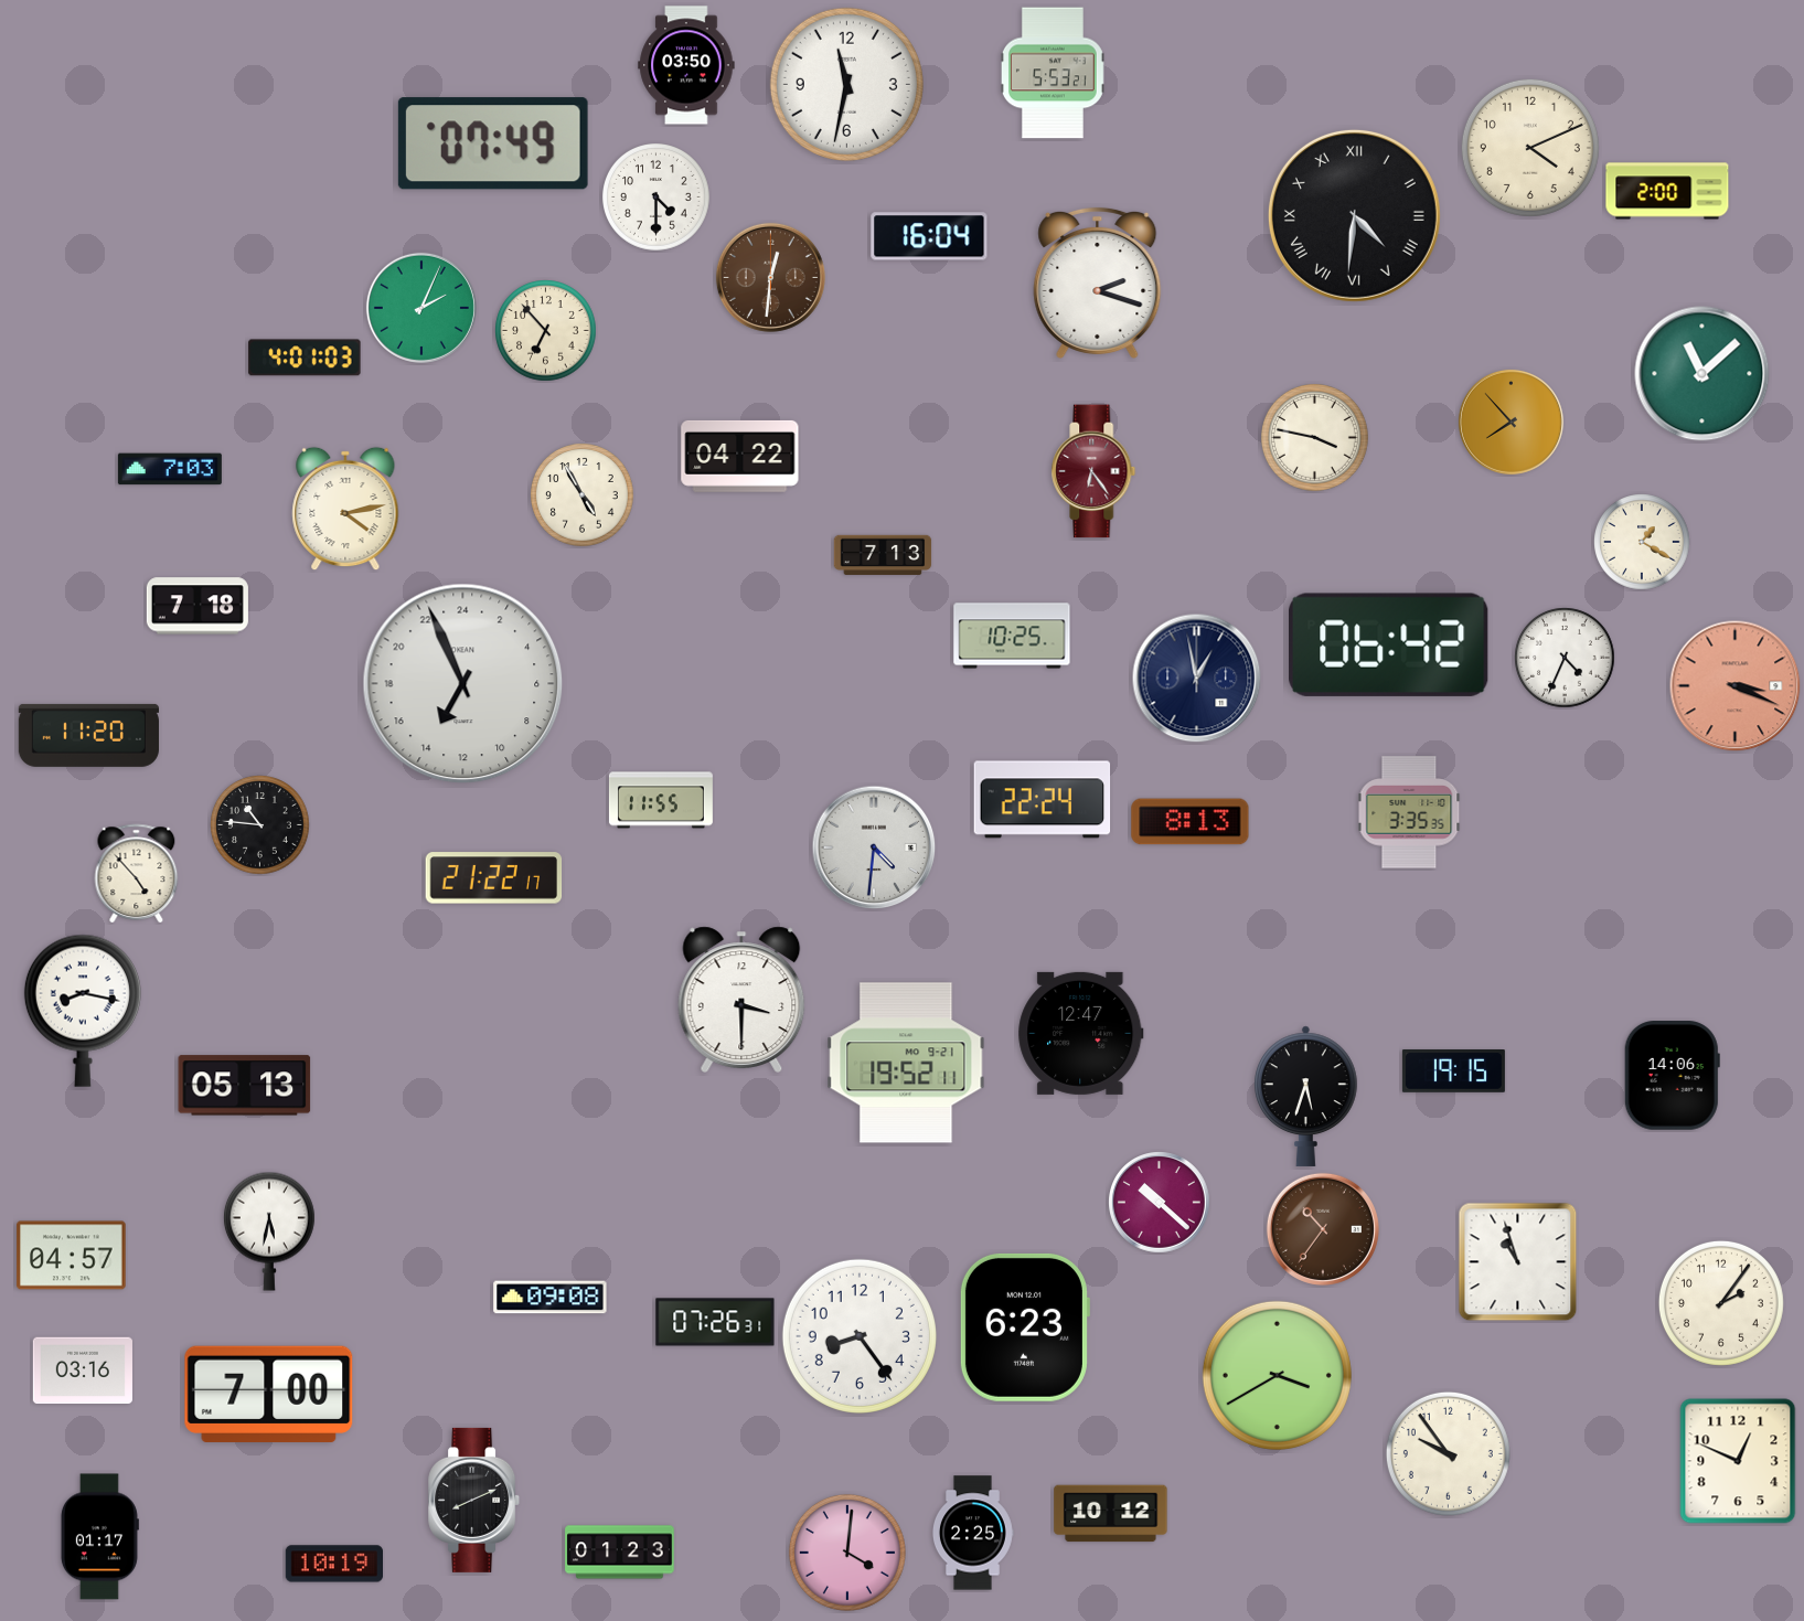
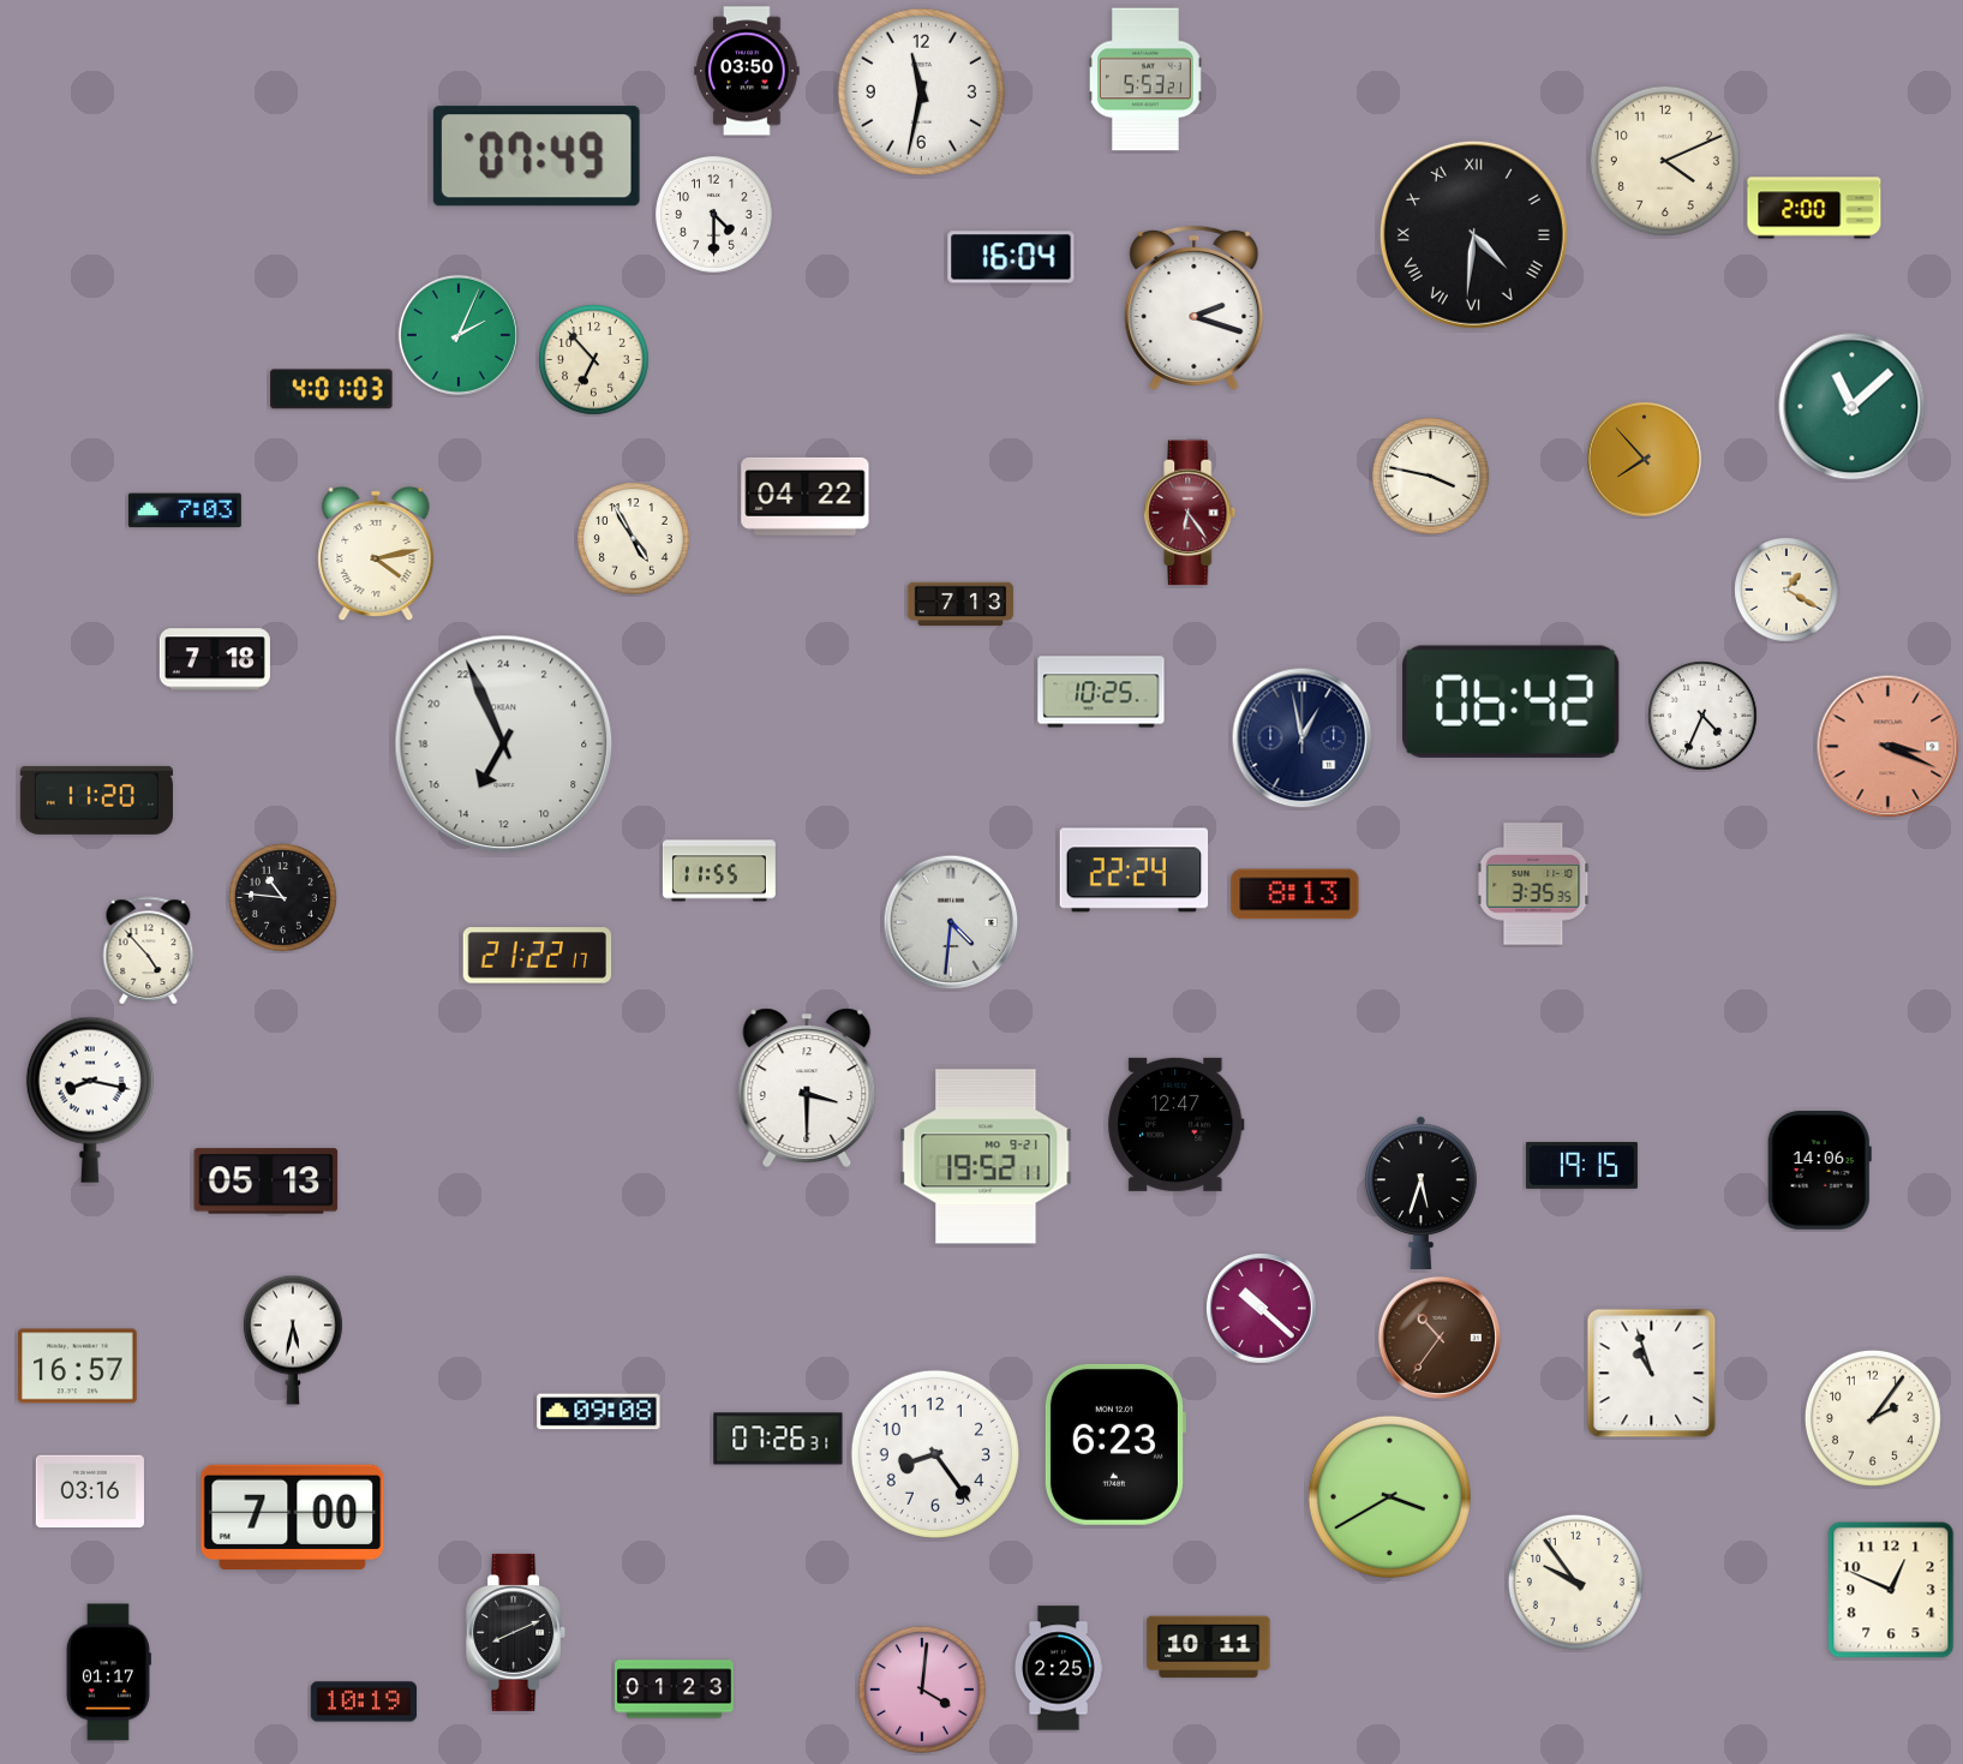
clock at (770, 277): 12:31 -> none
clock at (72, 1256): 04:57 -> 16:57
clock at (1111, 1514): 10:12 -> 10:11
